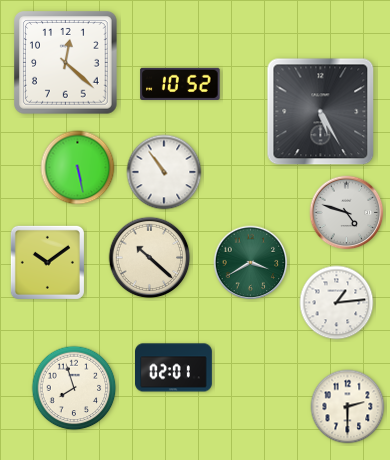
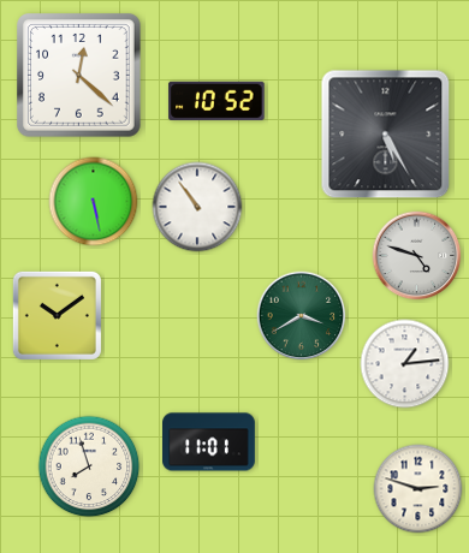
clock at (150, 258): 10:22 -> none
clock at (174, 368): 02:01 -> 11:01
clock at (348, 407): 2:30 -> 2:48
